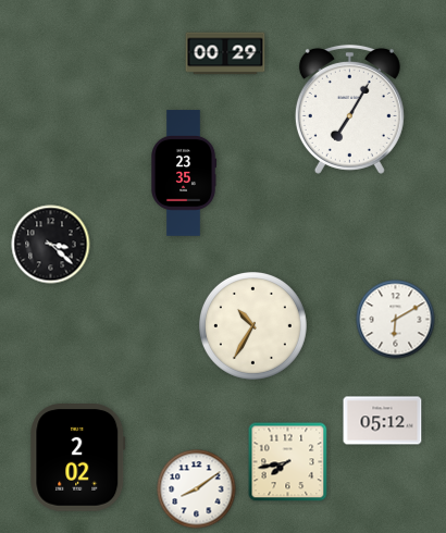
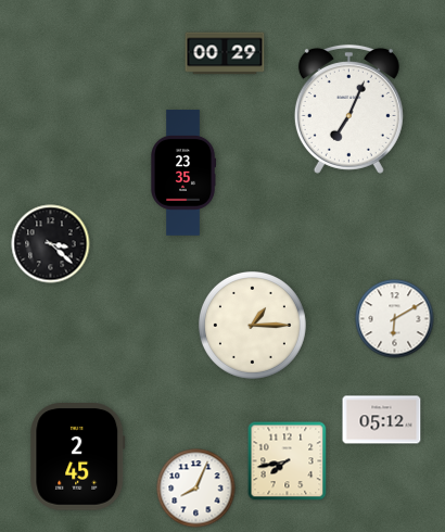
clock at (349, 109): 7:05 -> 7:04
clock at (252, 325): 10:35 -> 1:15
clock at (78, 458): 2:02 -> 2:45
clock at (197, 489): 8:09 -> 8:04
